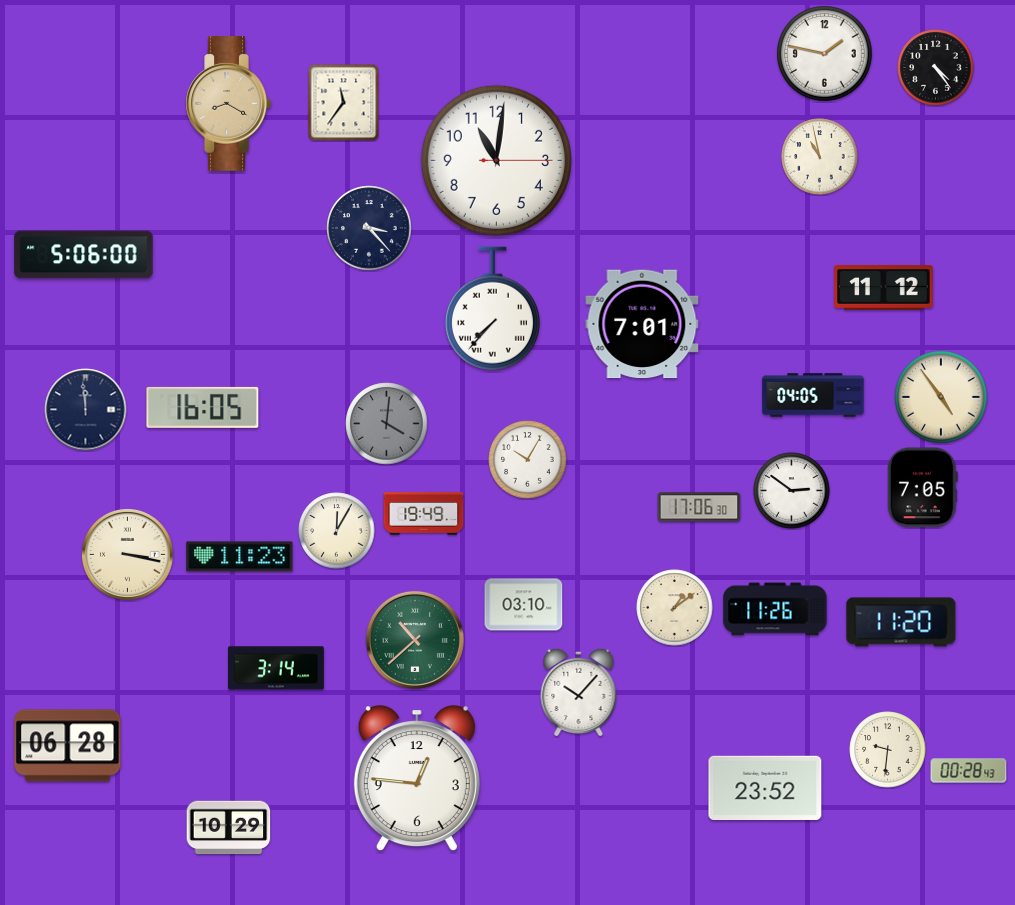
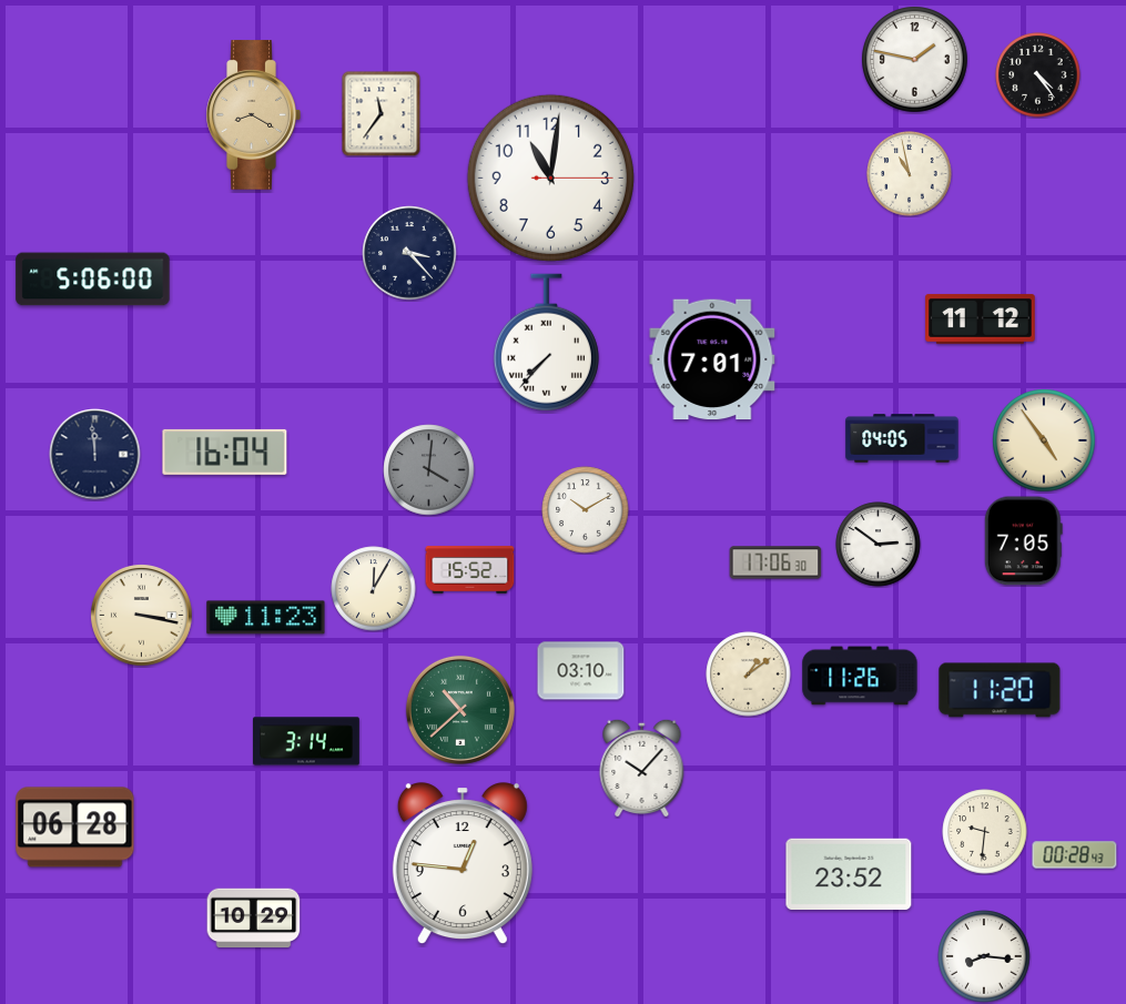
clock at (84, 255) position: (84, 255) -> (93, 280)
clock at (203, 407): 16:05 -> 16:04
clock at (528, 460): 10:05 -> 10:10
clock at (424, 514): 19:49 -> 15:52
clock at (984, 956): none -> 8:16
